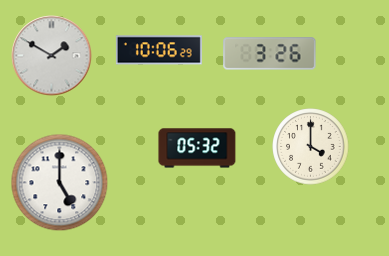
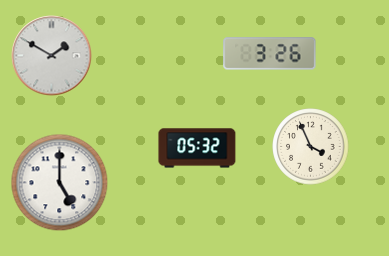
clock at (159, 50): 10:06 -> none
clock at (311, 147): 4:00 -> 3:56
